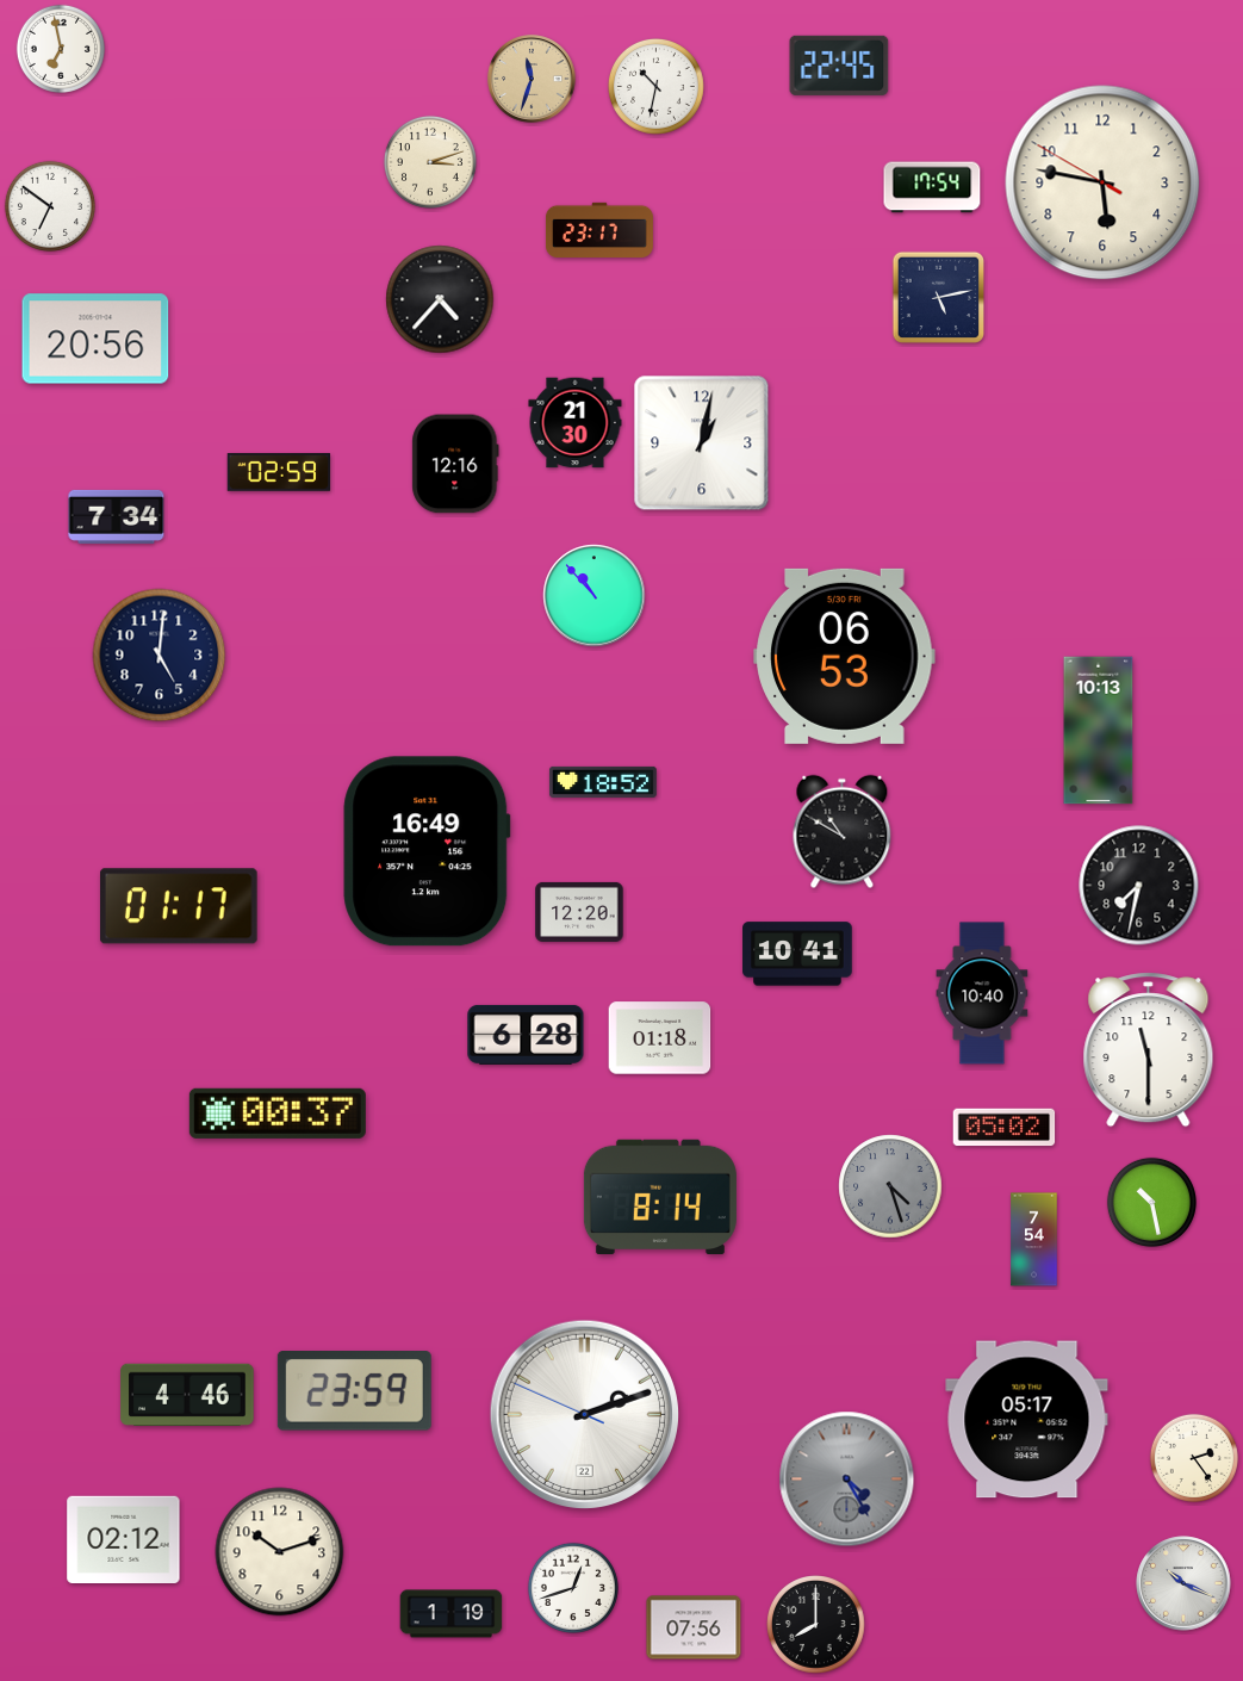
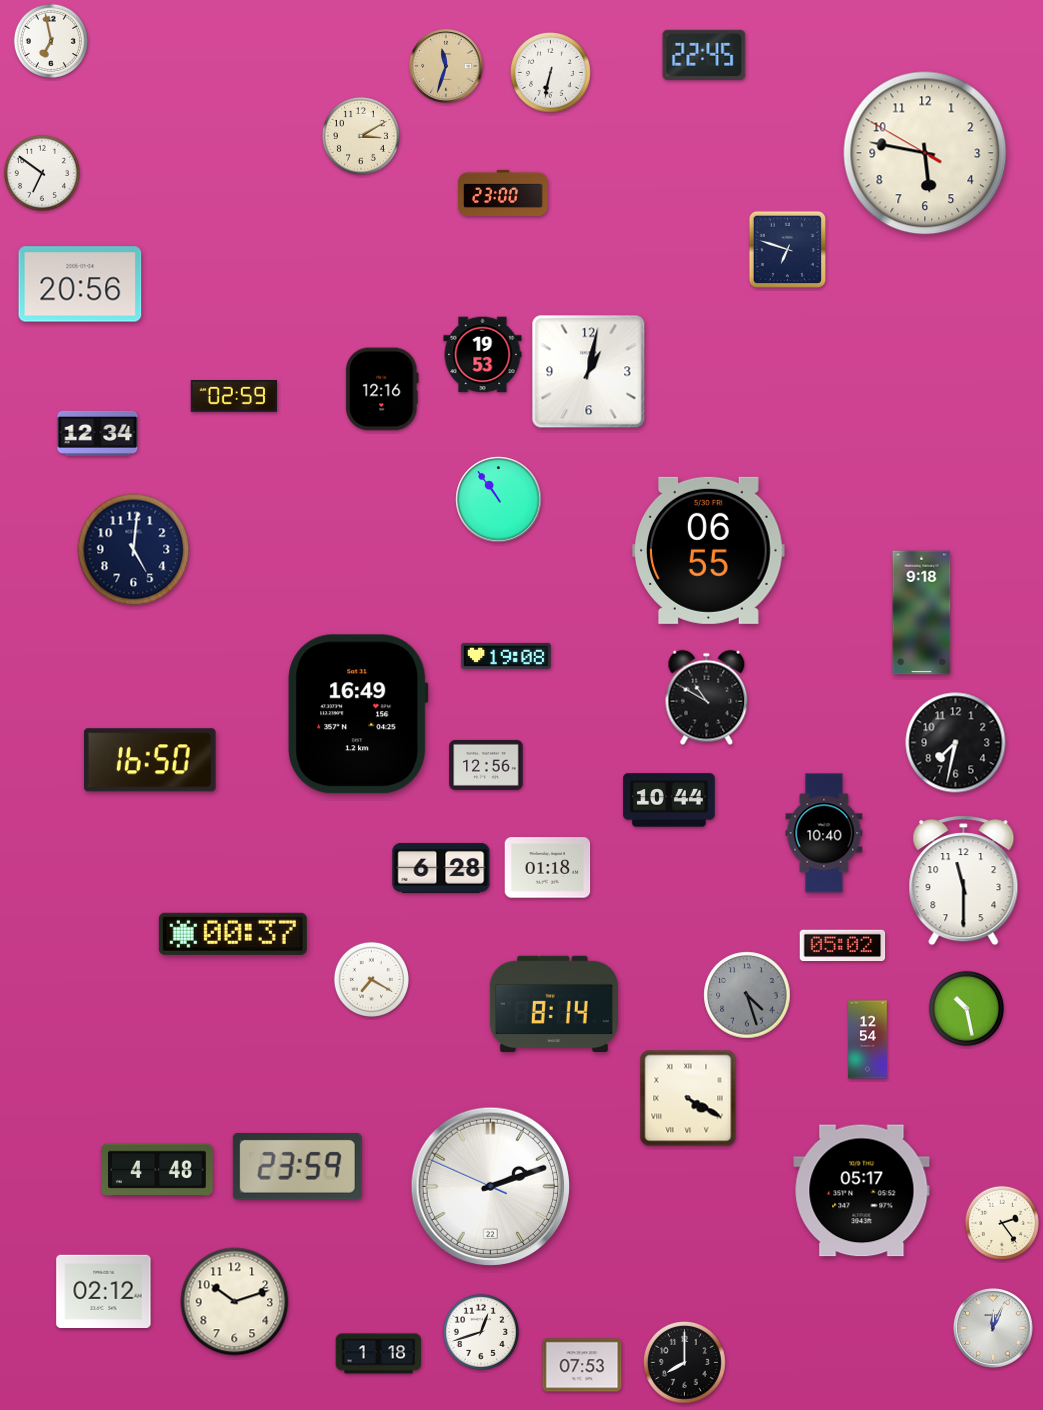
clock at (655, 86): 10:32 -> 6:32
clock at (430, 162): 3:12 -> 3:10
clock at (932, 187): 17:54 -> none
clock at (599, 230): 23:17 -> 23:00
clock at (939, 298): 5:13 -> 6:48
clock at (440, 299): 4:37 -> none
clock at (576, 423): 21:30 -> 19:53
clock at (117, 516): 7:34 -> 12:34
clock at (595, 596): 10:53 -> 10:54
clock at (845, 656): 06:53 -> 06:55
clock at (1099, 731): 10:13 -> 9:18
clock at (603, 782): 18:52 -> 19:08
clock at (179, 906): 01:17 -> 16:50
clock at (579, 912): 12:20 -> 12:56
clock at (797, 954): 10:41 -> 10:44
clock at (660, 1038) position: (660, 1038) -> (548, 868)
clock at (371, 979): none -> 7:20
clock at (1034, 1240): 7:54 -> 12:54
clock at (688, 1098): none -> 4:20
clock at (187, 1394): 4:46 -> 4:48
clock at (847, 1480): 4:25 -> none
clock at (1183, 1583): 10:19 -> 12:04
clock at (452, 1614): 1:19 -> 1:18
clock at (694, 1627): 07:56 -> 07:53
